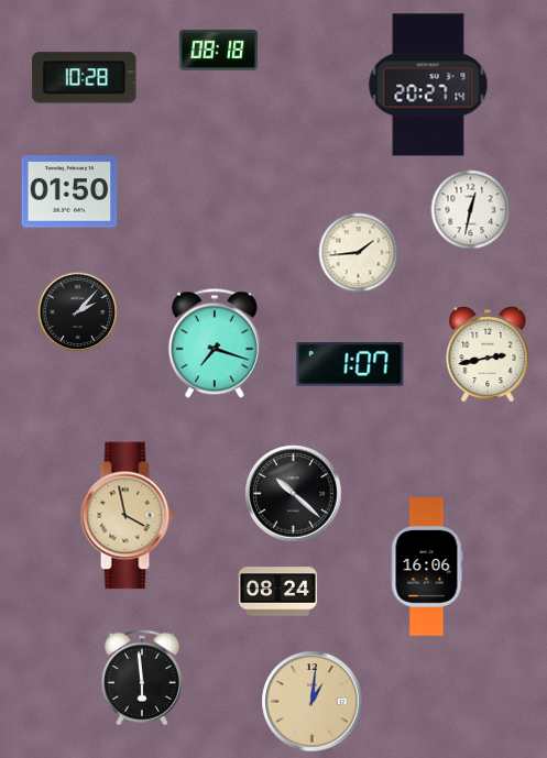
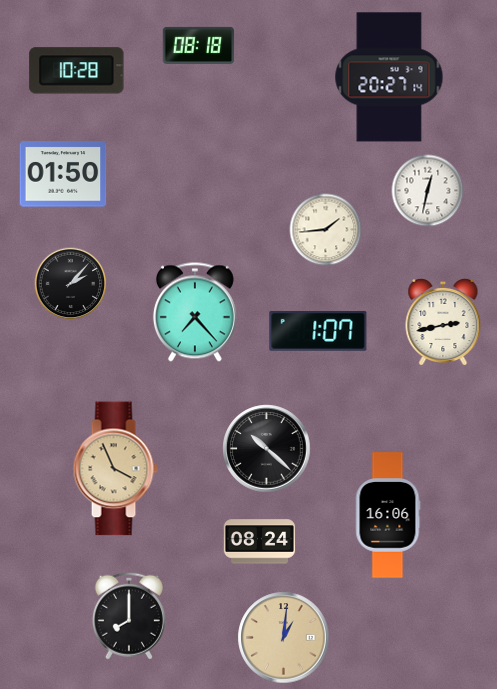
clock at (215, 343): 7:18 -> 7:23
clock at (127, 516): 3:58 -> 3:56
clock at (278, 592) position: (278, 592) -> (260, 542)
clock at (142, 678): 5:59 -> 8:00
